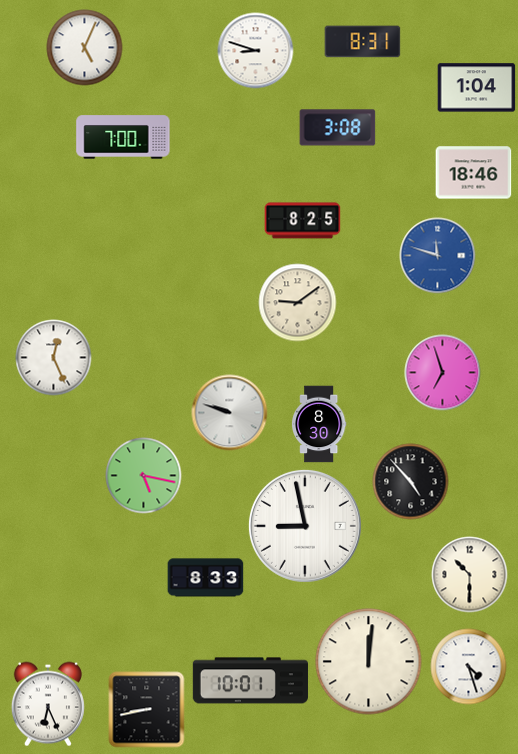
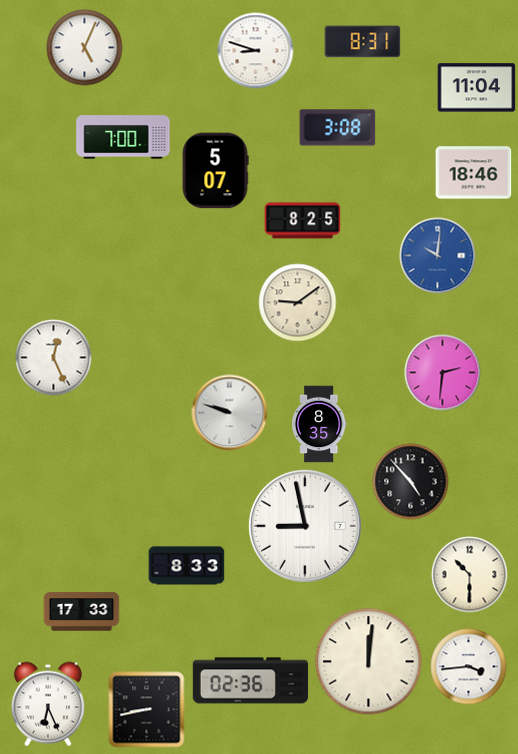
clock at (477, 88): 1:04 -> 11:04
clock at (215, 171): none -> 5:07
clock at (438, 256): 11:48 -> 10:01
clock at (443, 373): 6:57 -> 2:31
clock at (320, 424): 8:30 -> 8:35
clock at (144, 476): 5:17 -> none
clock at (206, 578) position: (206, 578) -> (187, 566)
clock at (82, 612): none -> 17:33
clock at (469, 667): 4:27 -> 3:44
clock at (250, 681): 10:01 -> 02:36
